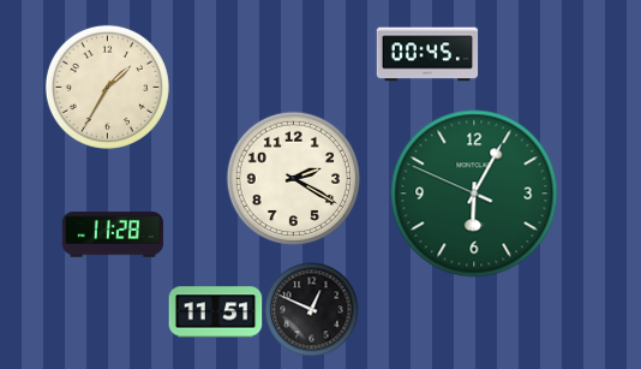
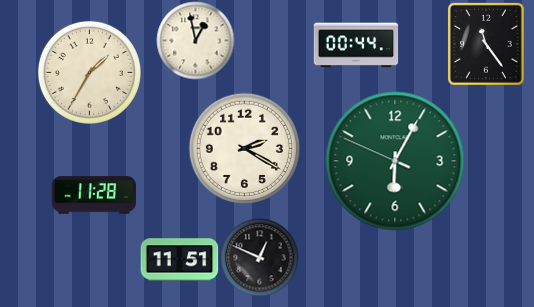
clock at (195, 40): none -> 12:58
clock at (486, 44): none -> 11:24
clock at (427, 54): 00:45 -> 00:44
